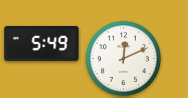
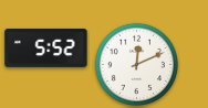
clock at (42, 43): 5:49 -> 5:52
